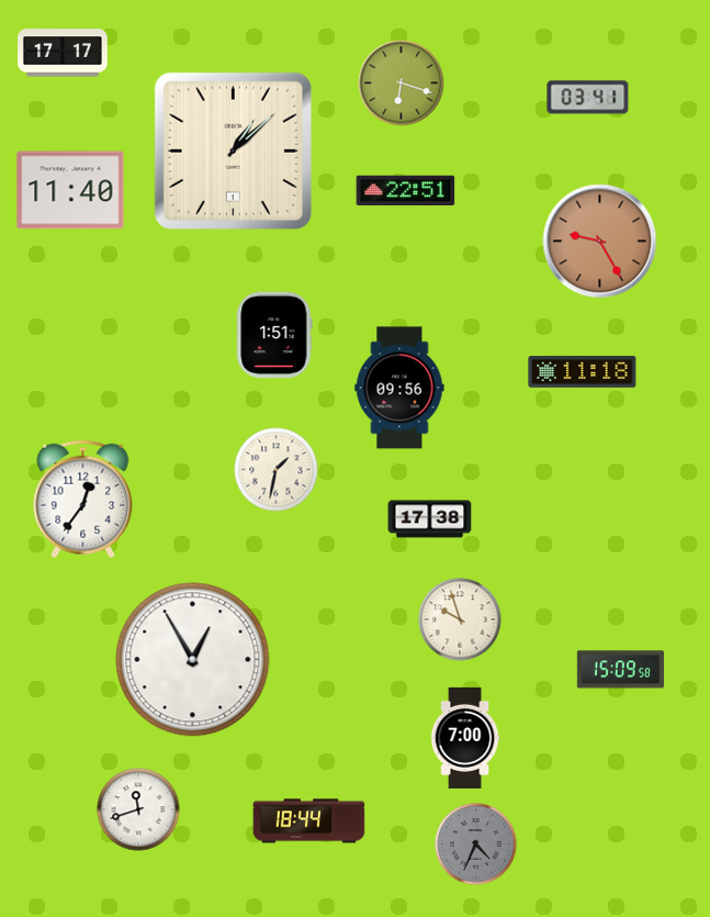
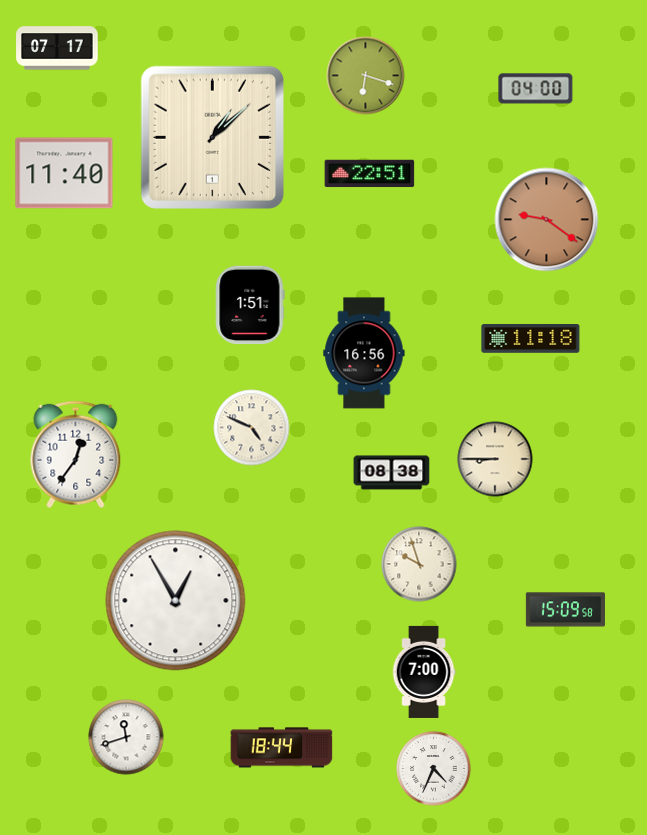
clock at (63, 53): 17:17 -> 07:17
clock at (588, 98): 03:41 -> 04:00
clock at (600, 242): 9:25 -> 9:21
clock at (399, 388): 09:56 -> 16:56
clock at (277, 470): 1:32 -> 4:49
clock at (495, 459): none -> 8:45
clock at (430, 519): 17:38 -> 08:38
clock at (476, 845) dial: grey -> white
